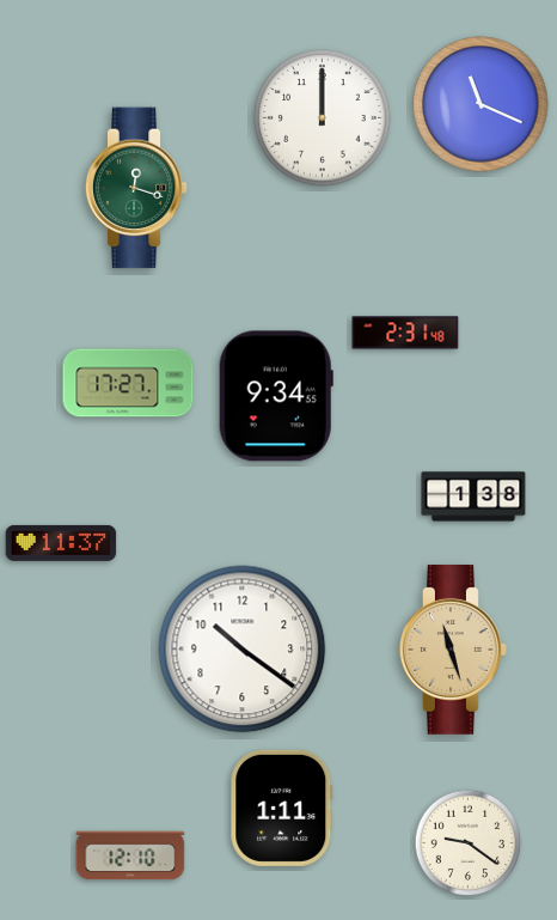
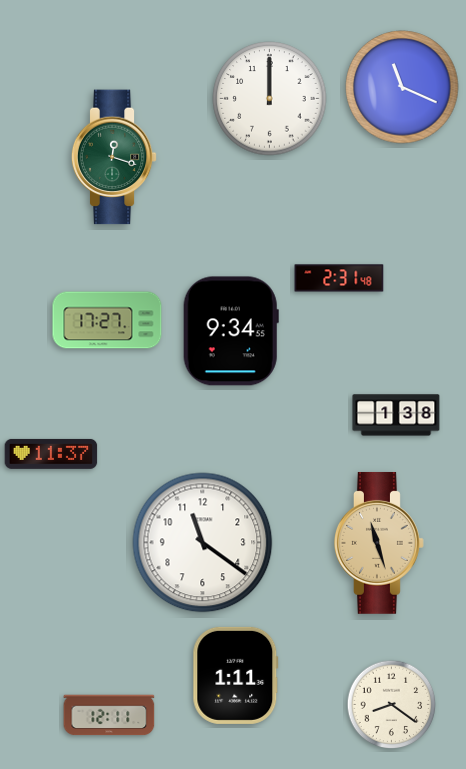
clock at (243, 650): 10:21 -> 11:21
clock at (469, 843): 9:21 -> 8:21
clock at (130, 855): 12:10 -> 12:11
